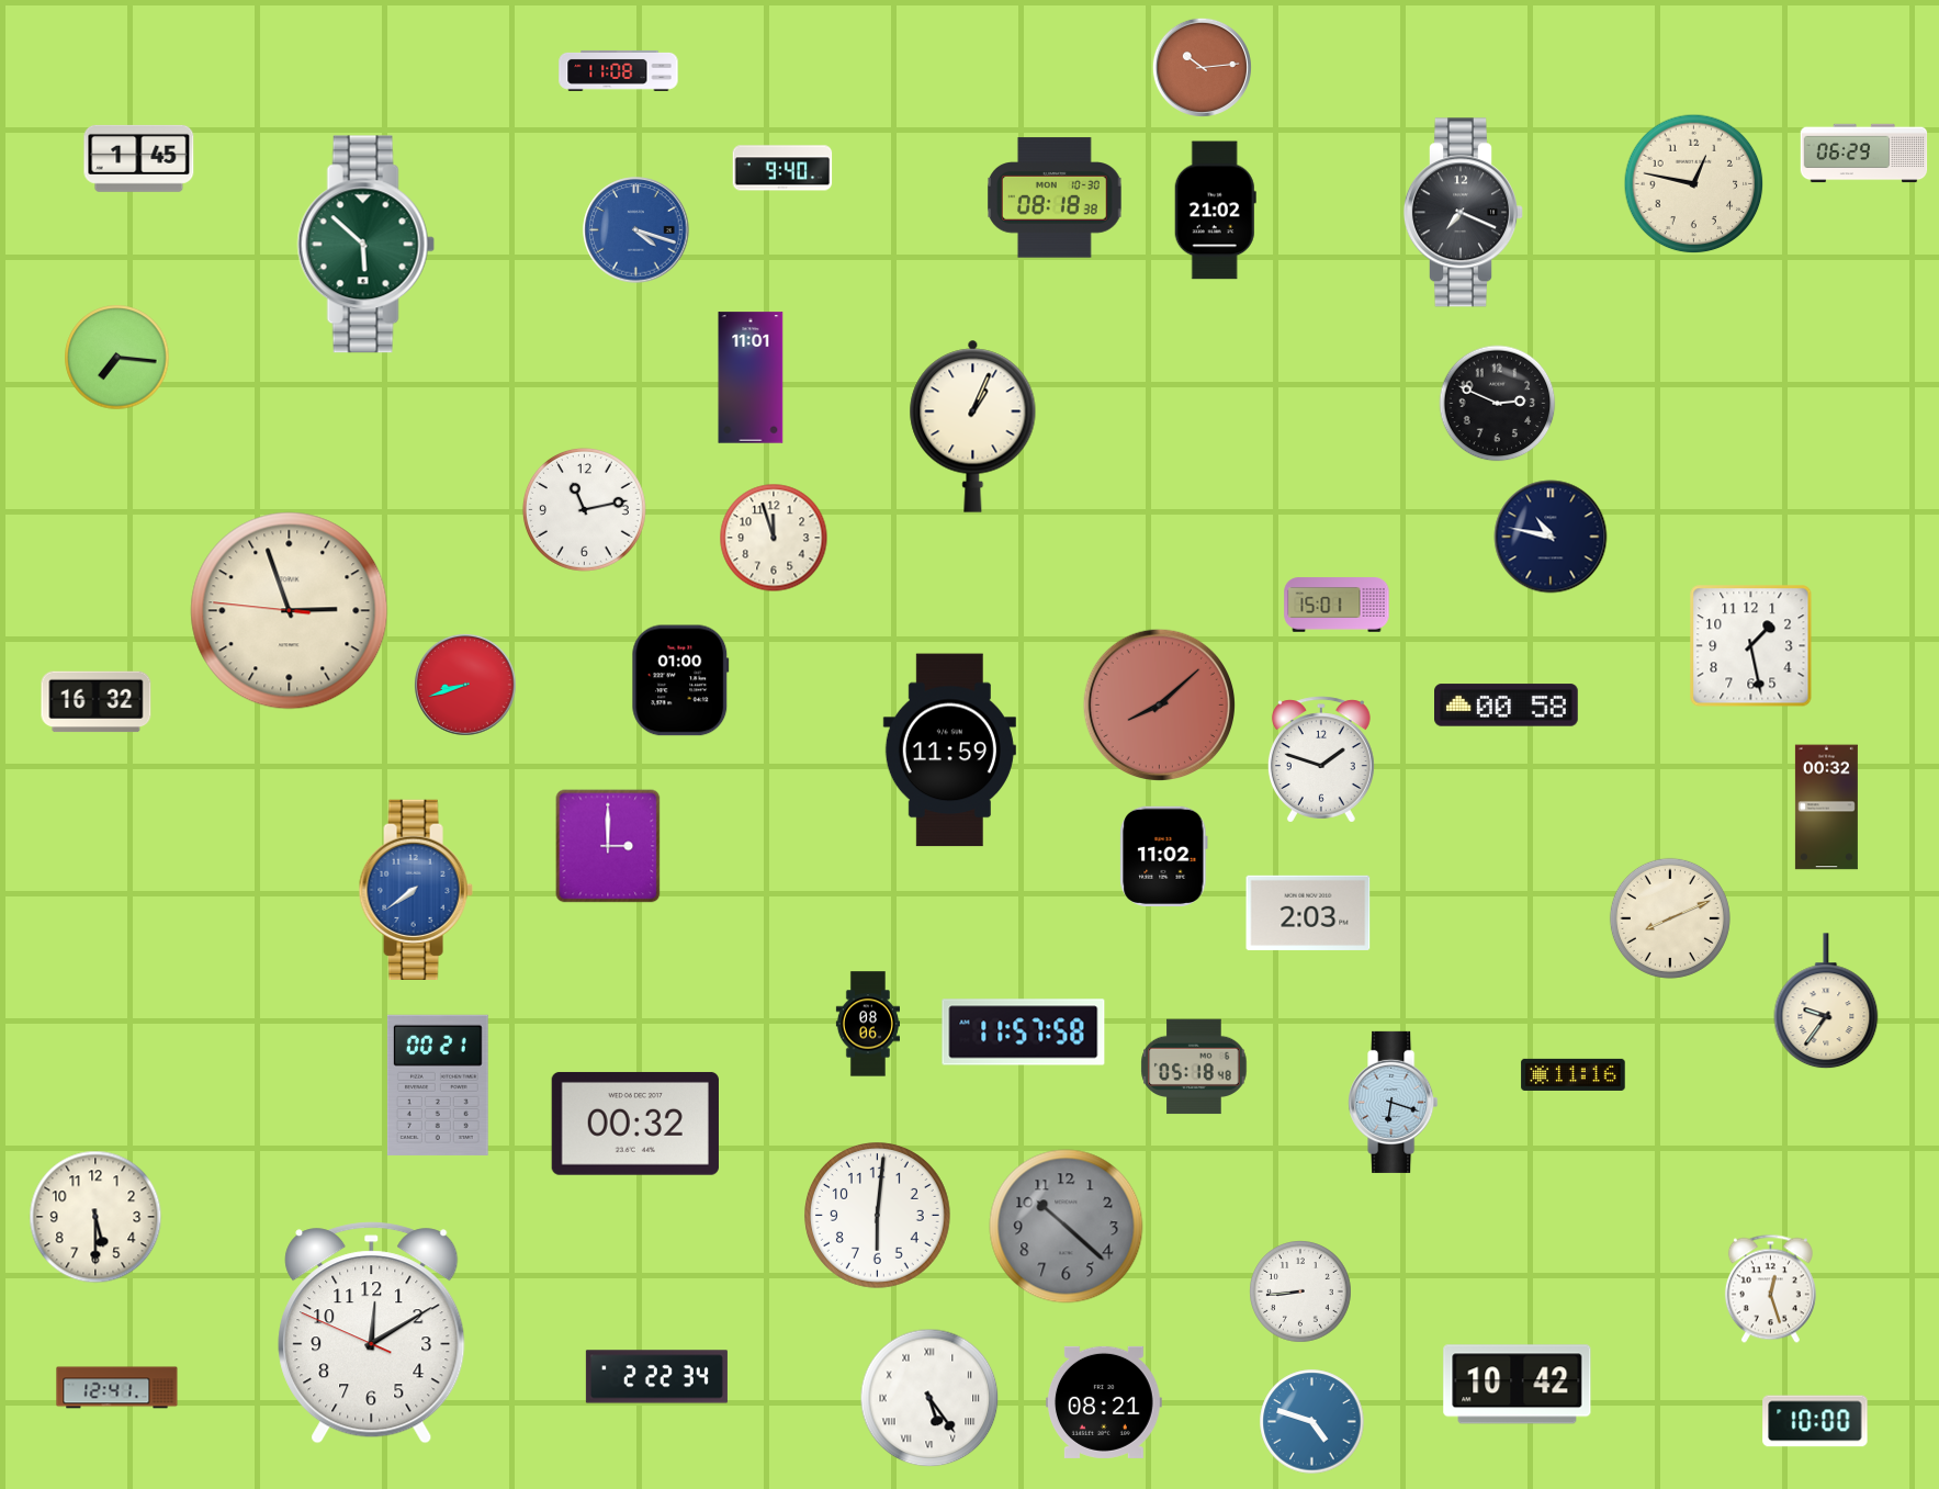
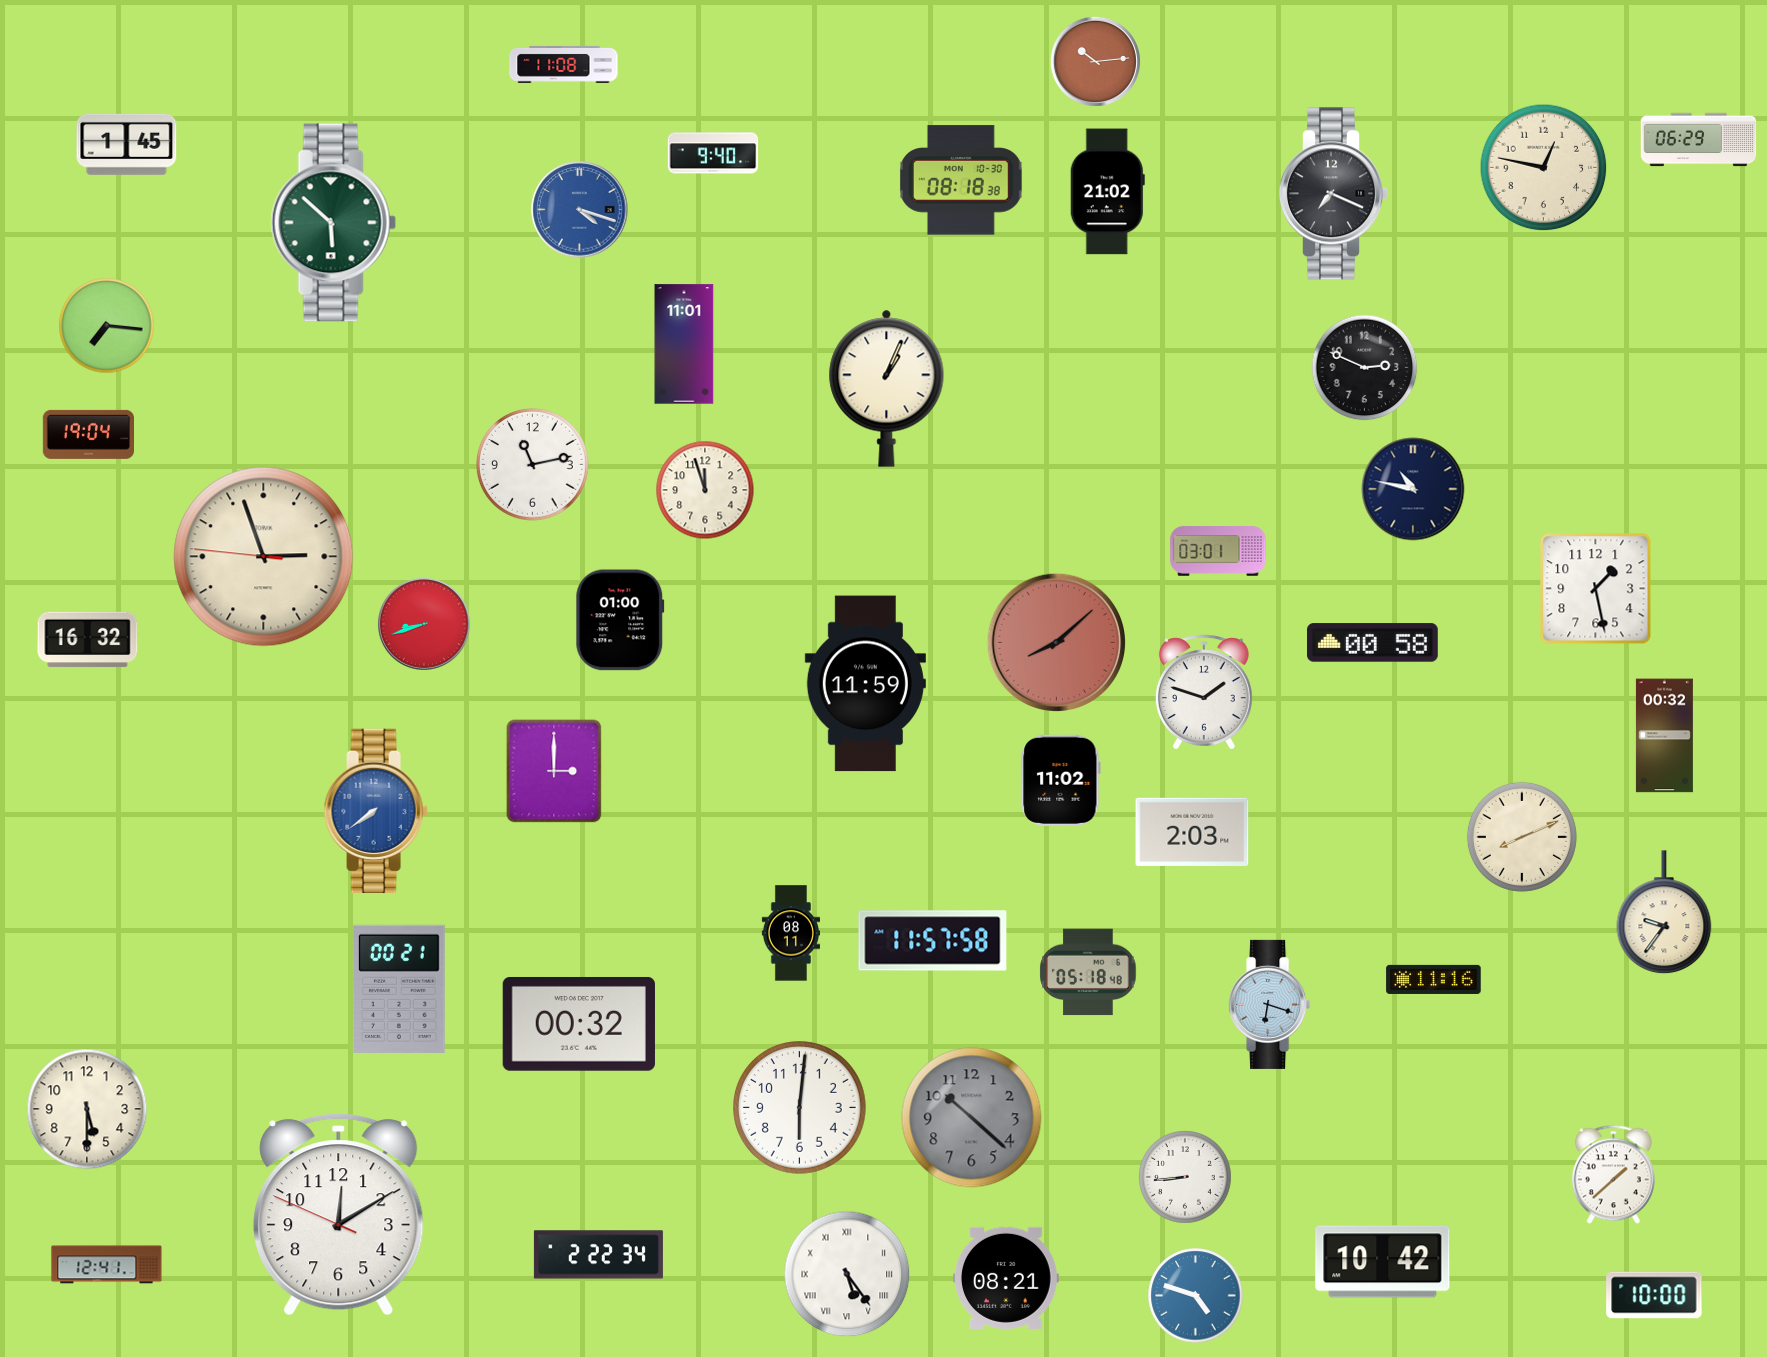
clock at (88, 434): none -> 19:04
clock at (1337, 605): 15:01 -> 03:01
clock at (416, 889) position: (416, 889) -> (376, 810)
clock at (867, 1024): 08:06 -> 08:11
clock at (1770, 1289): 12:27 -> 1:38
